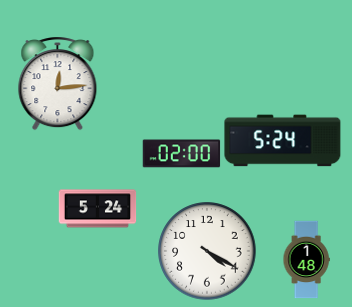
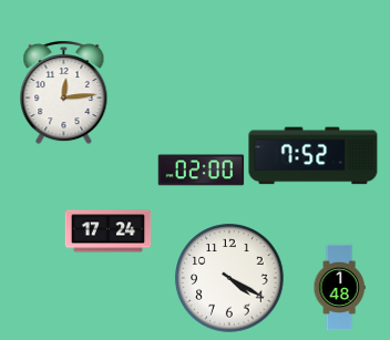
clock at (283, 141): 5:24 -> 7:52
clock at (97, 209): 5:24 -> 17:24
